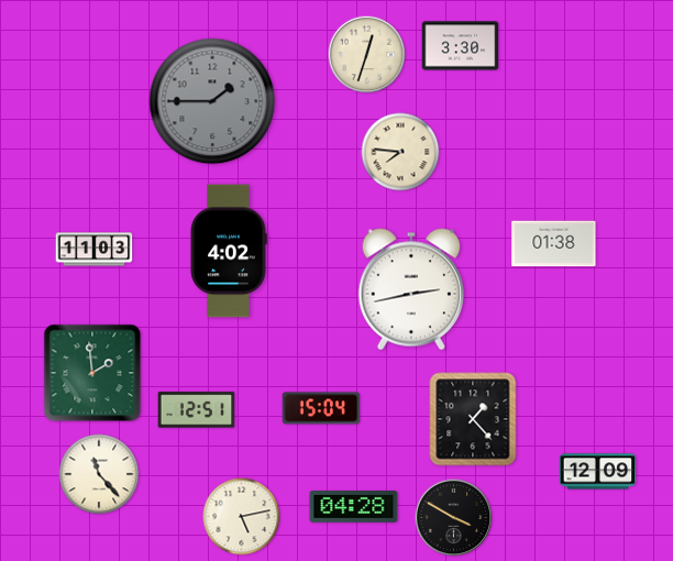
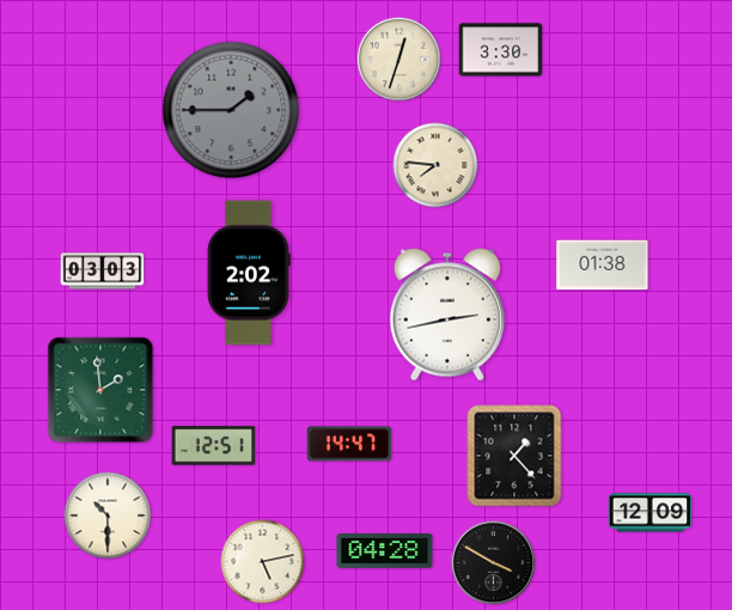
clock at (95, 250): 11:03 -> 03:03
clock at (229, 251): 4:02 -> 2:02
clock at (92, 373) position: (92, 373) -> (100, 390)
clock at (321, 408): 15:04 -> 14:47
clock at (99, 474): 11:23 -> 10:30
